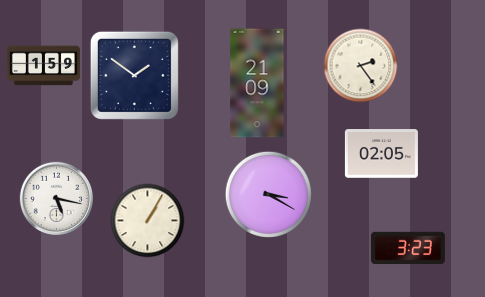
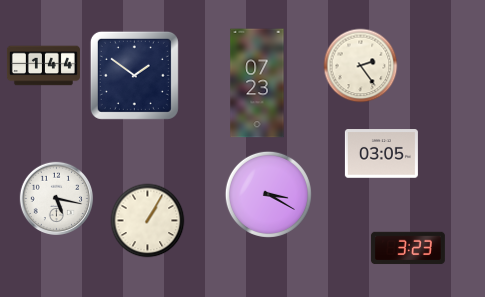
clock at (43, 66): 1:59 -> 1:44
clock at (257, 83): 21:09 -> 07:23
clock at (381, 154): 02:05 -> 03:05
